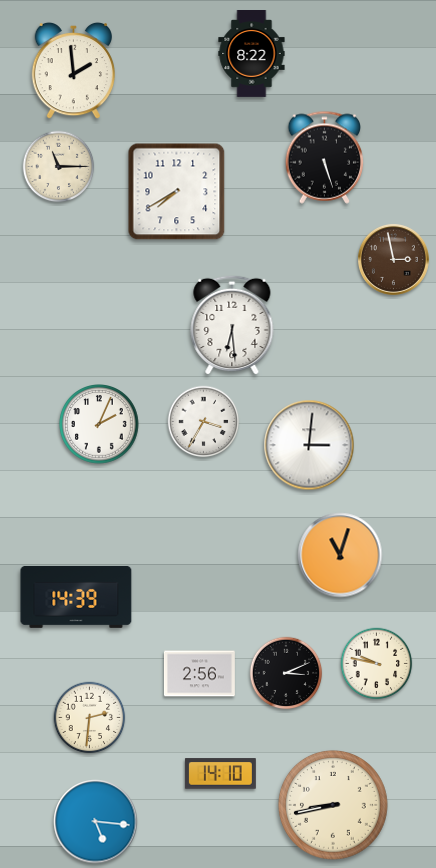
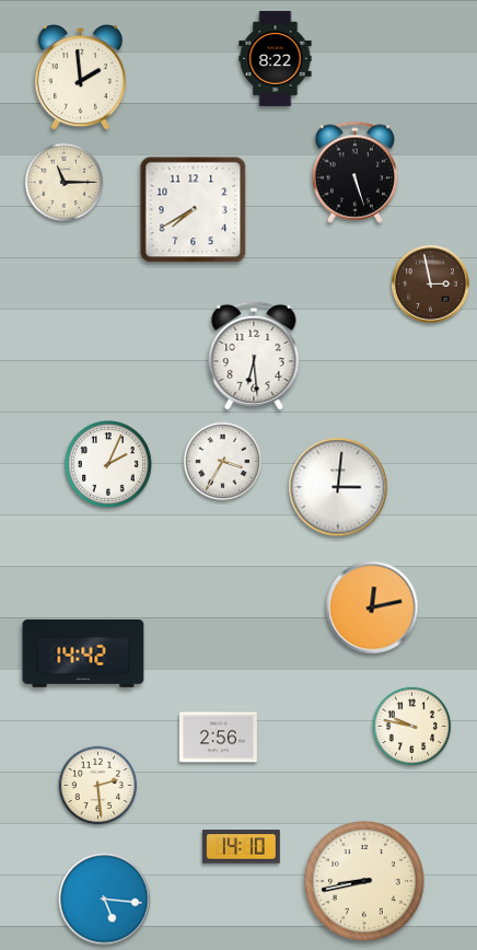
clock at (340, 555): 11:03 -> 12:13
clock at (76, 597): 14:39 -> 14:42
clock at (286, 673): 3:11 -> none
clock at (90, 718): 2:31 -> 2:29
